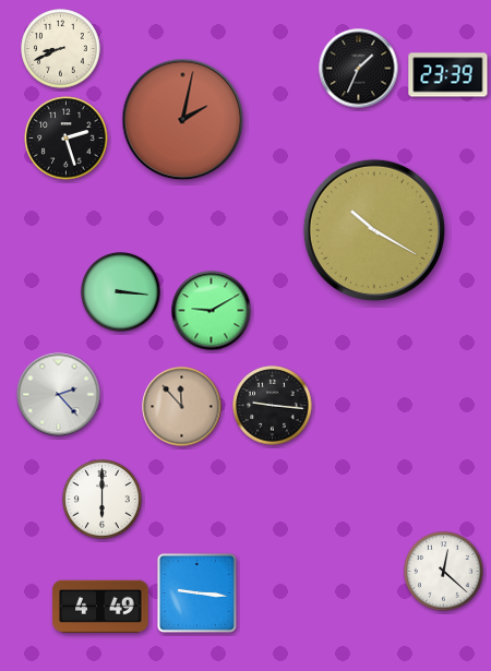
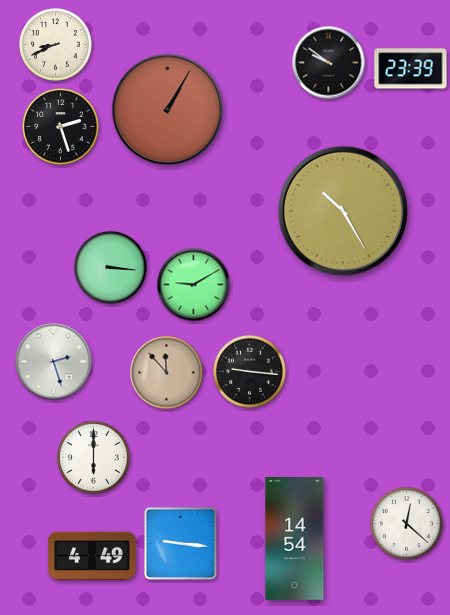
clock at (359, 69): 1:34 -> 9:51
clock at (183, 120): 2:02 -> 1:05
clock at (374, 230): 10:20 -> 10:25
clock at (59, 395): 2:23 -> 2:27
clock at (295, 539): none -> 14:54
